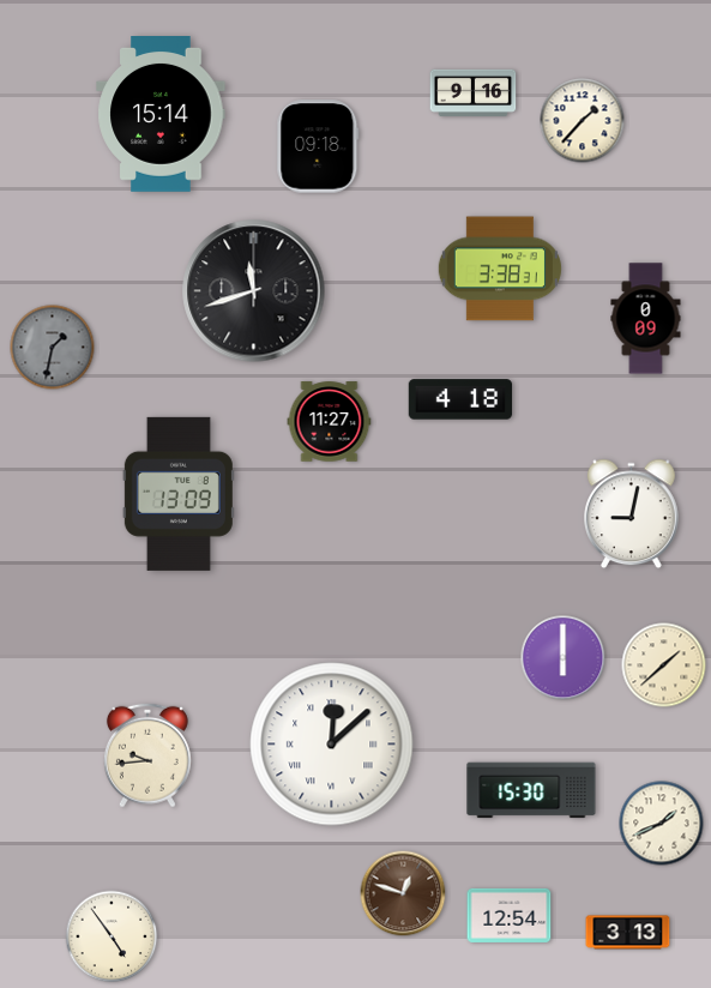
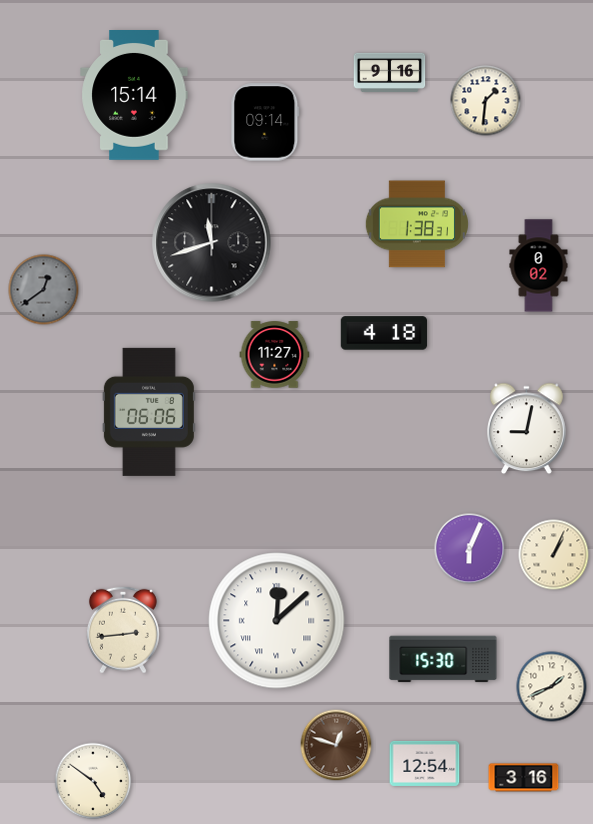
clock at (474, 92) position: (474, 92) -> (390, 72)
clock at (583, 121): 1:37 -> 1:31
clock at (318, 146): 09:18 -> 09:14
clock at (500, 269): 3:38 -> 1:38
clock at (646, 319): 0:09 -> 0:02
clock at (53, 348): 1:32 -> 12:39
clock at (330, 422) position: (330, 422) -> (275, 355)
clock at (179, 494): 13:09 -> 06:06
clock at (564, 658): 6:00 -> 6:04
clock at (664, 665): 1:38 -> 1:04
clock at (147, 755): 9:44 -> 2:44
clock at (628, 933): 3:13 -> 3:16
clock at (112, 936): 4:54 -> 4:51
